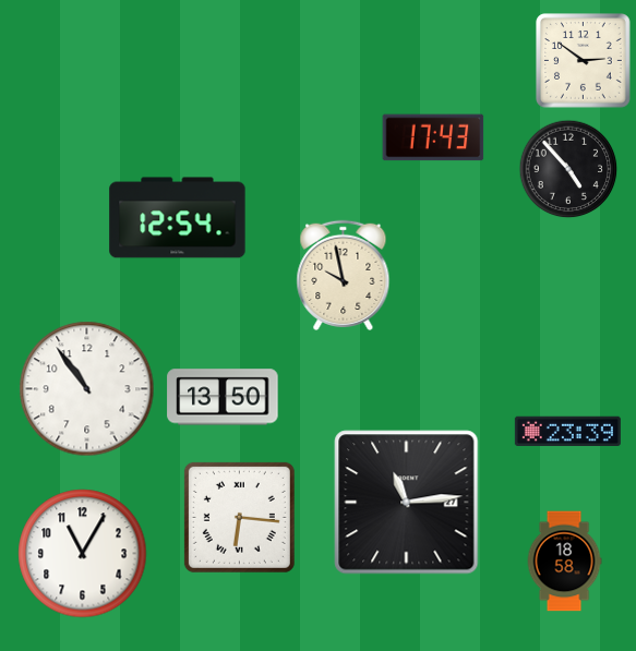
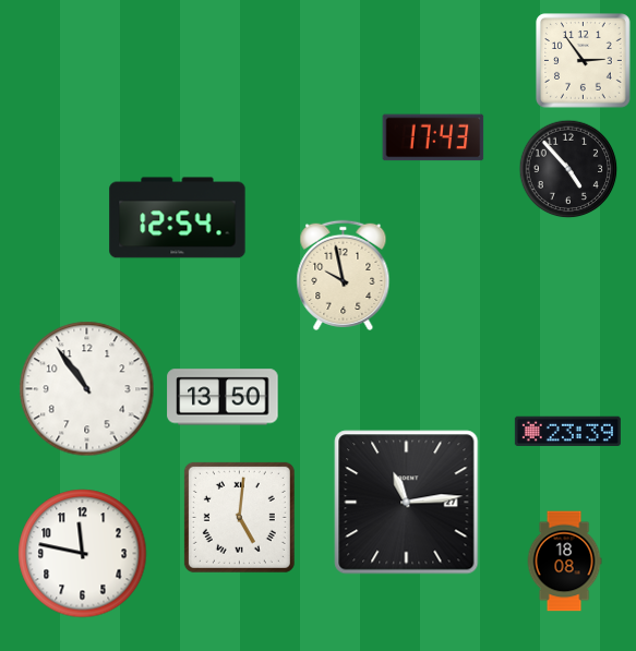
clock at (584, 61): 2:51 -> 2:54
clock at (239, 517): 6:16 -> 5:01
clock at (83, 554): 11:05 -> 11:47
clock at (564, 562): 18:58 -> 18:08
